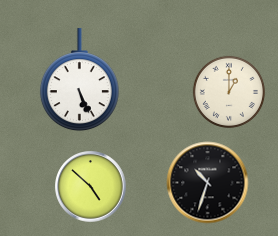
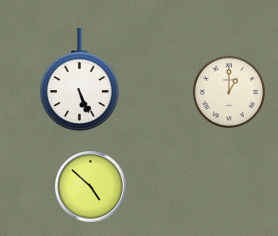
clock at (208, 183): 10:33 -> none
